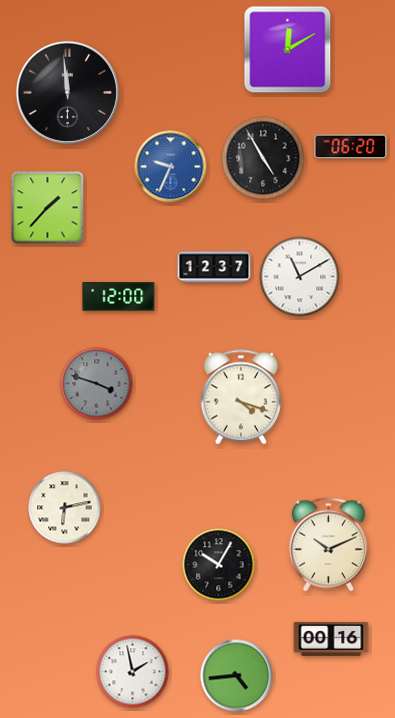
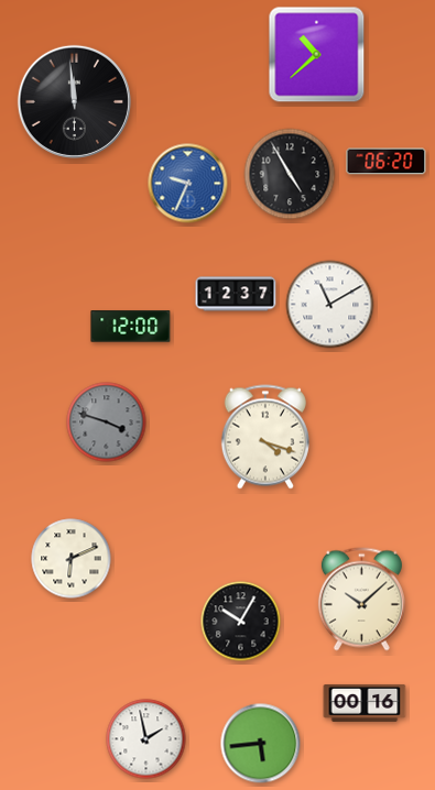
clock at (288, 50): 12:10 -> 10:38
clock at (48, 208): 1:37 -> none
clock at (65, 508): 6:13 -> 6:11
clock at (328, 545): 10:11 -> 10:08
clock at (237, 676): 4:44 -> 5:44
